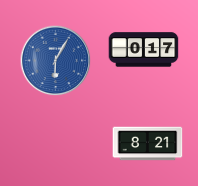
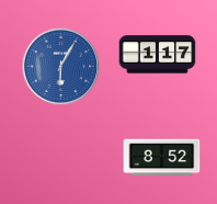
clock at (144, 50): 0:17 -> 1:17
clock at (148, 144): 8:21 -> 8:52
